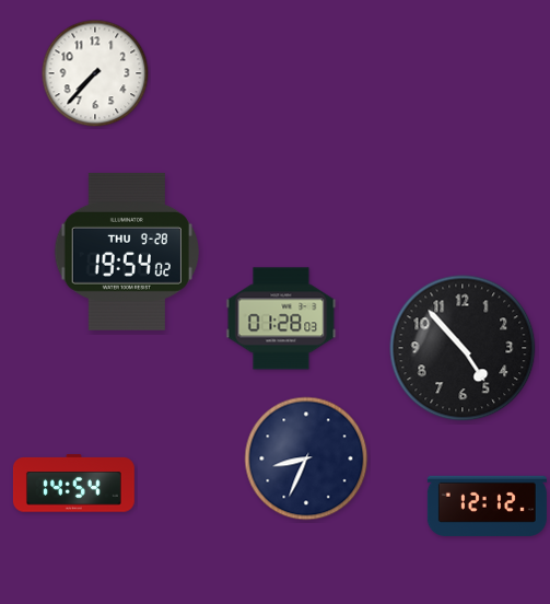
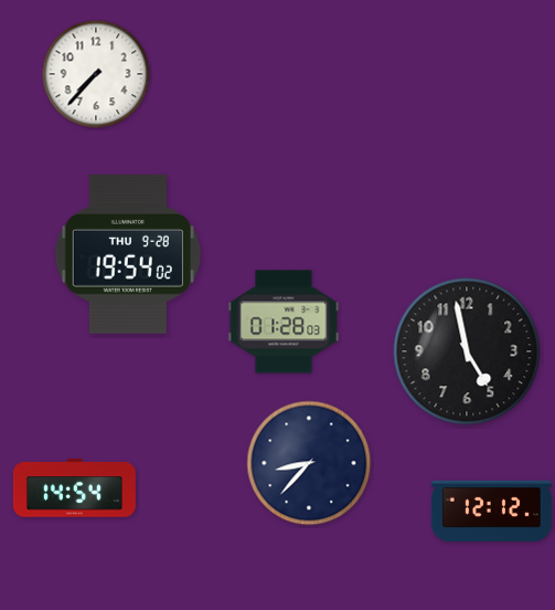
clock at (463, 348): 4:53 -> 4:58
clock at (306, 458): 8:34 -> 8:37
